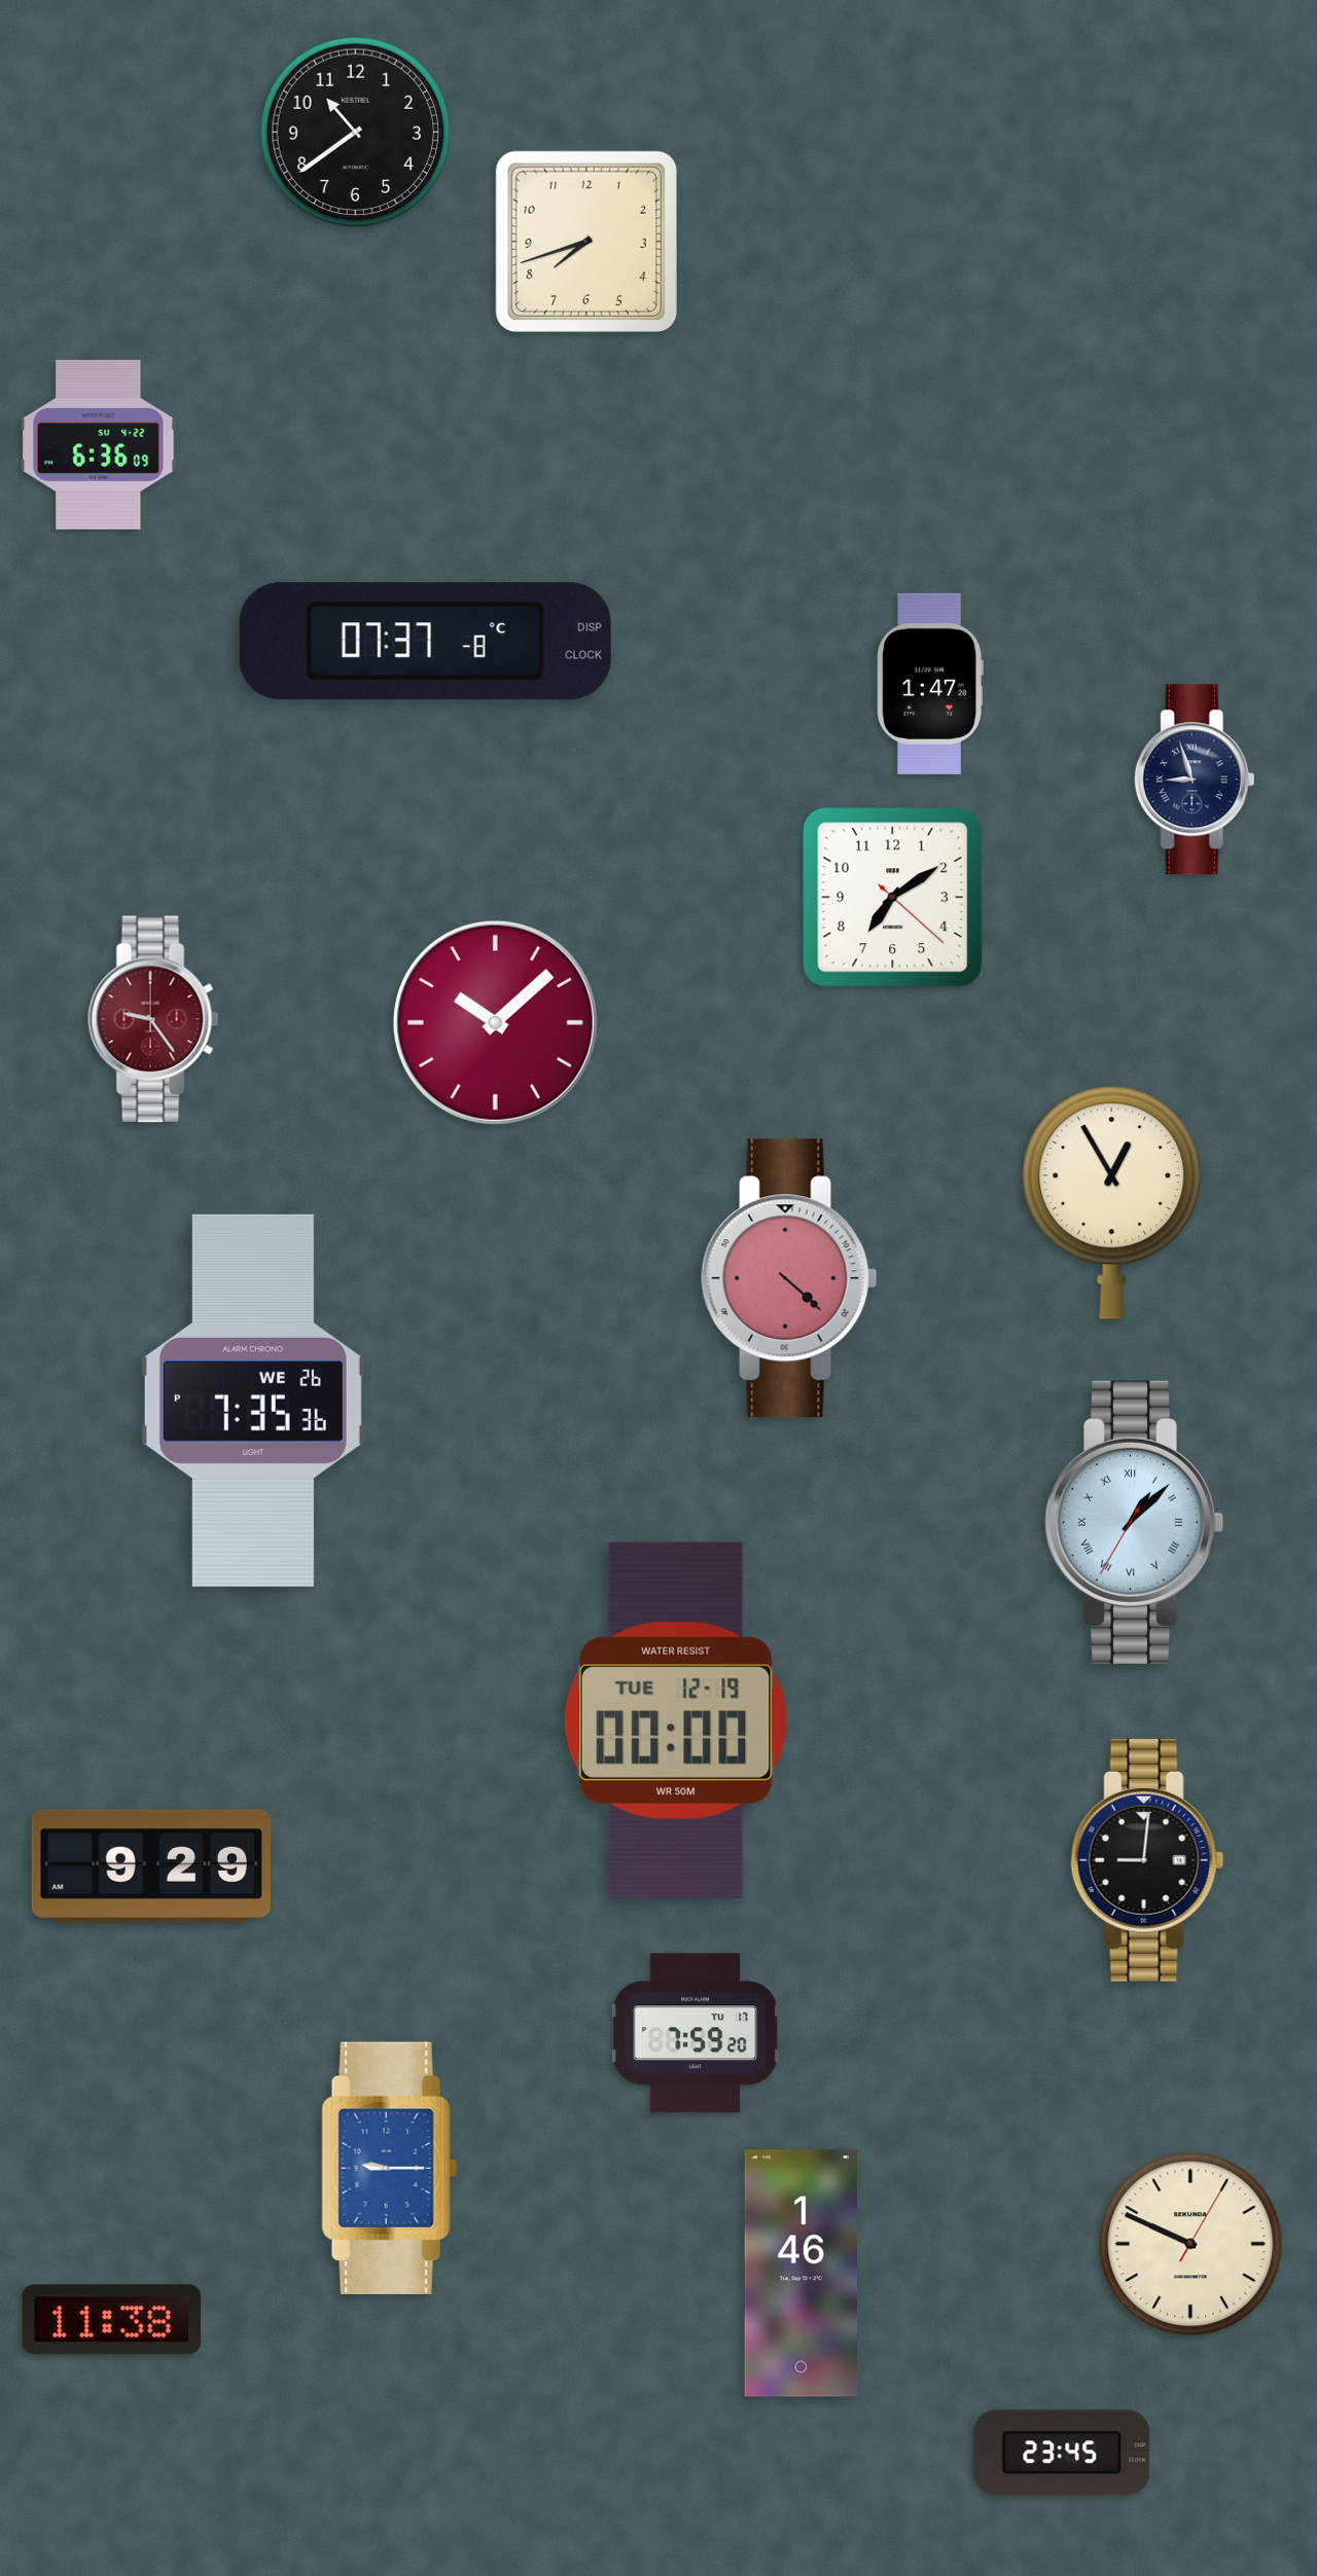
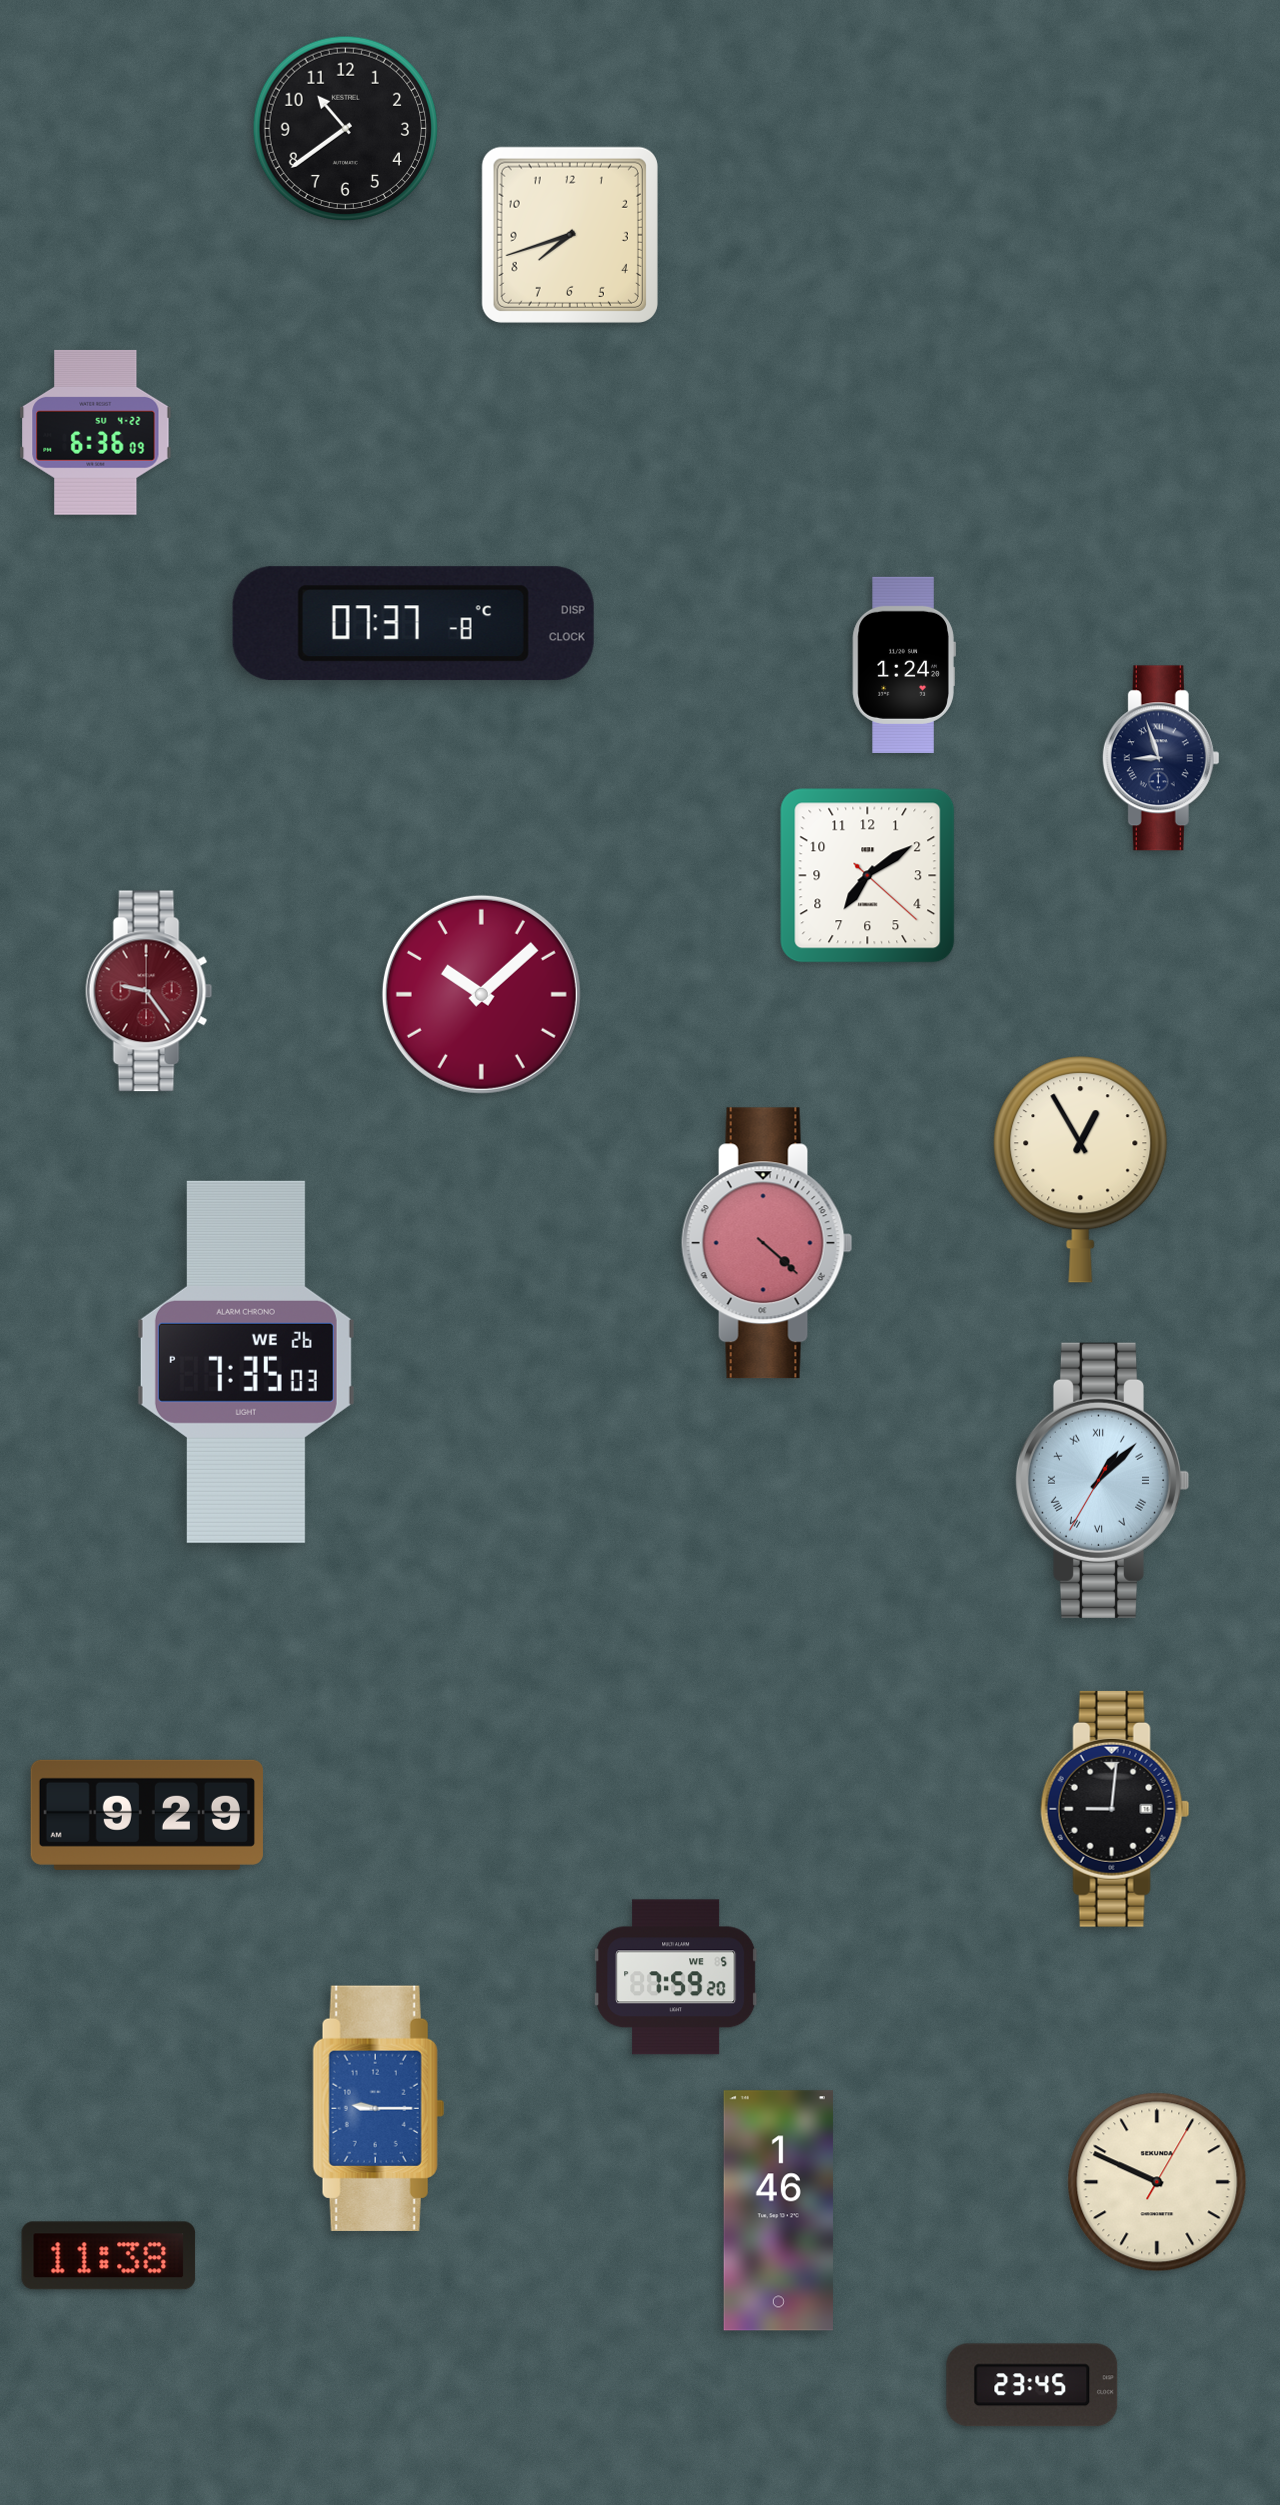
clock at (930, 684): 1:47 -> 1:24
clock at (893, 898) position: (893, 898) -> (868, 876)
clock at (253, 1401): 7:35:36 PM -> 7:35:03 PM
clock at (676, 1720): 00:00 -> none
clock at (696, 2033) date: TU 17 -> WE 5
